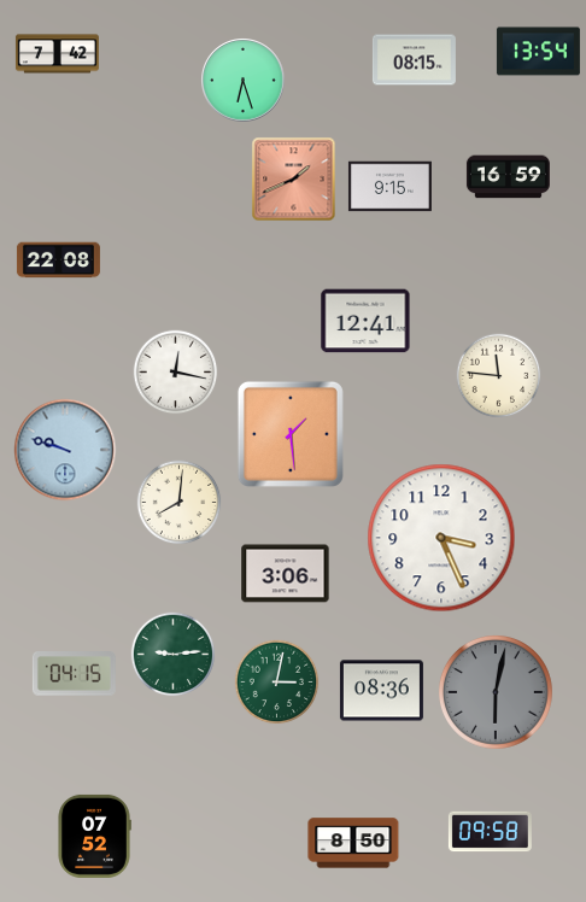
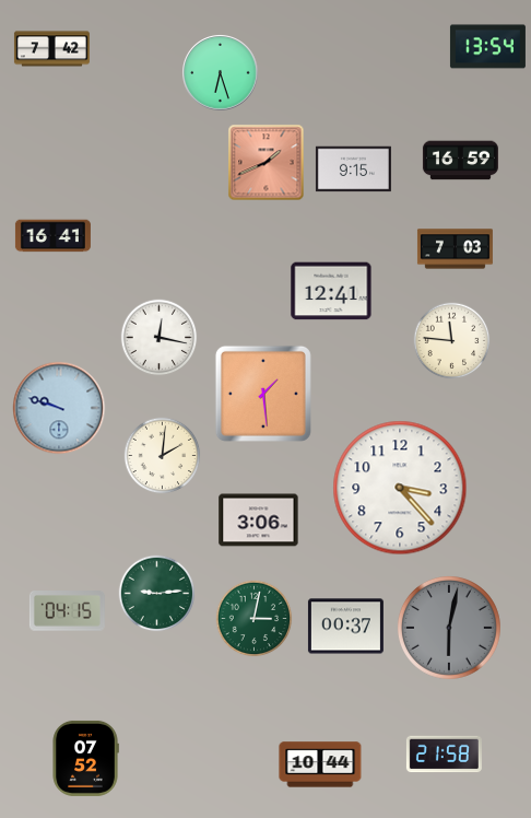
clock at (414, 60): 08:15 -> none
clock at (58, 260): 22:08 -> 16:41
clock at (455, 249): none -> 7:03
clock at (180, 503): 8:01 -> 2:01
clock at (441, 538): 3:26 -> 3:23
clock at (277, 683) position: (277, 683) -> (255, 619)
clock at (381, 691): 08:36 -> 00:37
clock at (490, 832): 09:58 -> 21:58
clock at (353, 843): 8:50 -> 10:44
